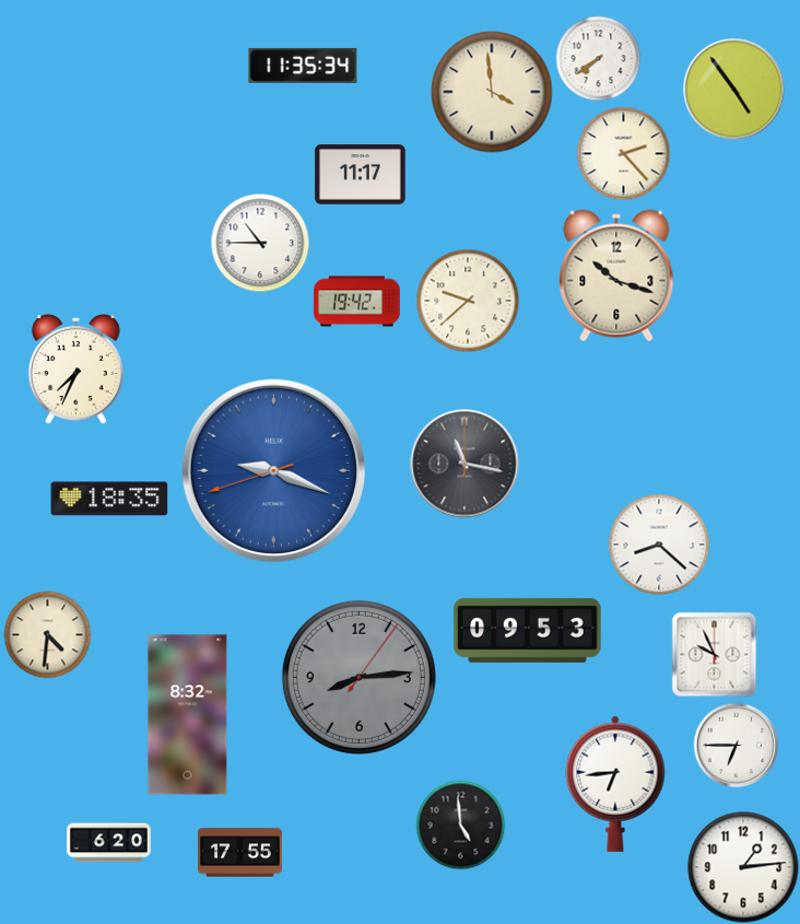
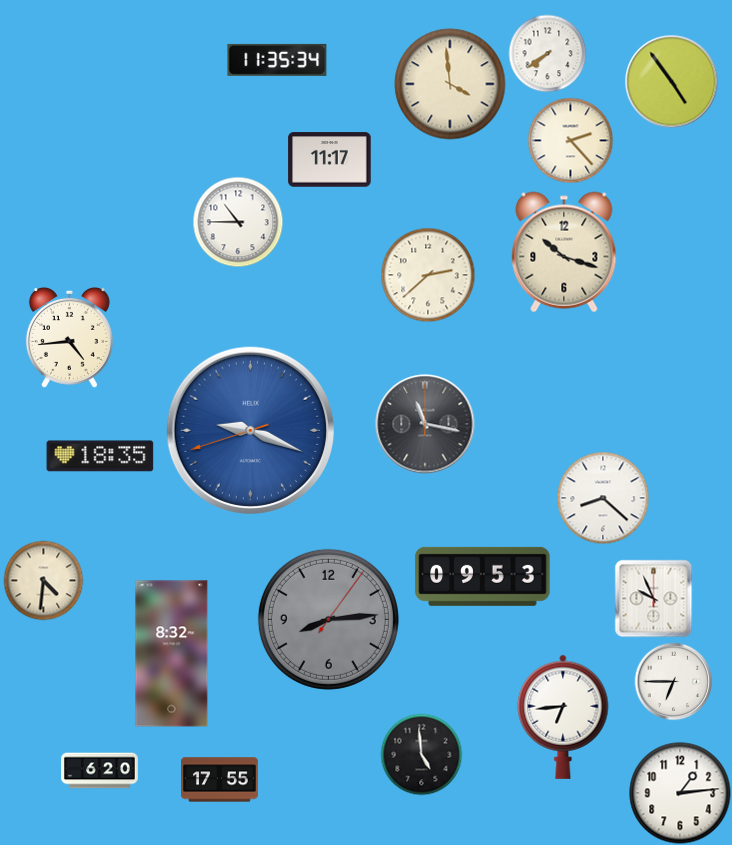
clock at (468, 301): 9:38 -> 2:38
clock at (357, 302): 19:42 -> none
clock at (75, 369): 7:34 -> 4:44
